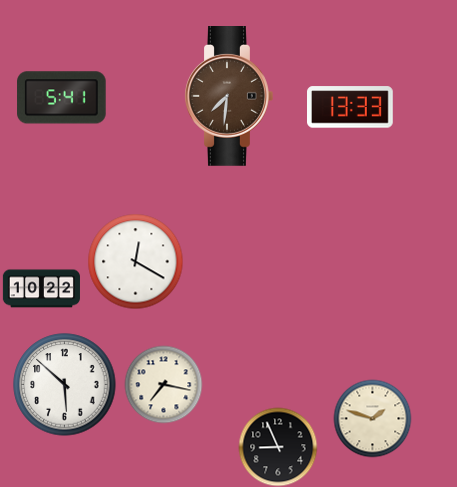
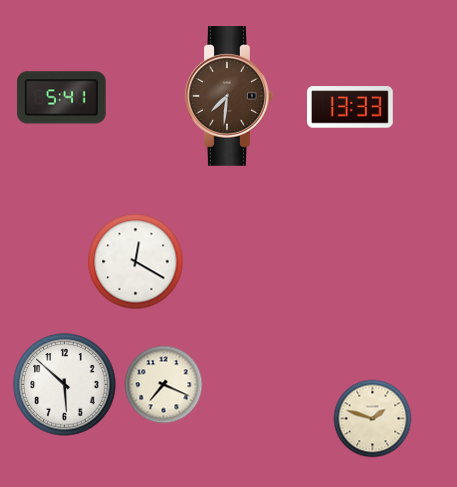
clock at (41, 289): 10:22 -> none
clock at (163, 384): 7:17 -> 7:19
clock at (278, 447): 8:56 -> none
